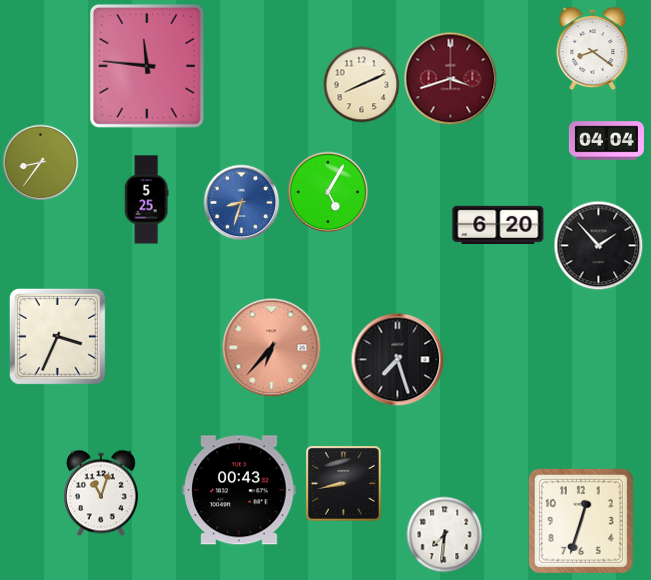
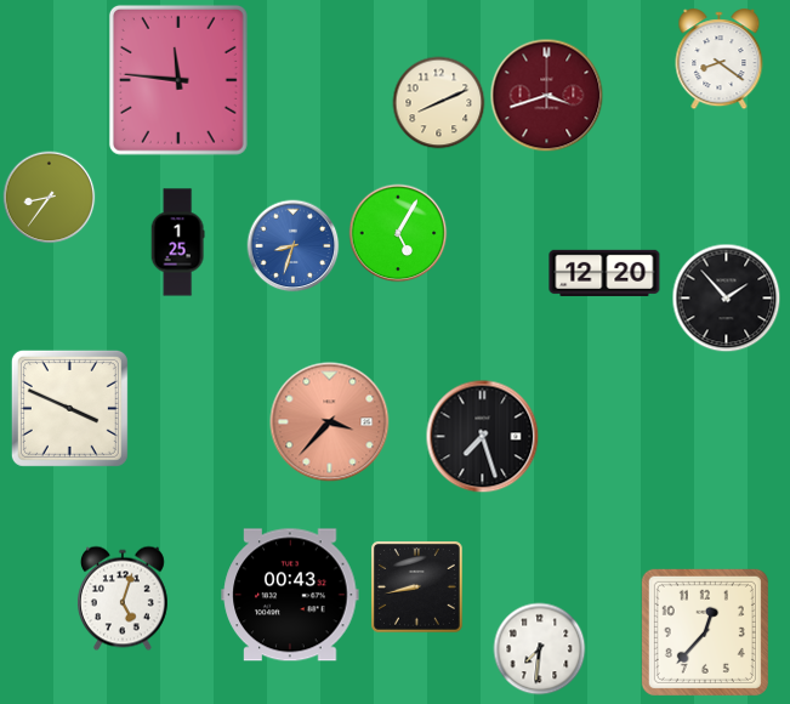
clock at (606, 141): 04:04 -> none
clock at (146, 200): 5:25 -> 1:25
clock at (498, 225): 6:20 -> 12:20
clock at (57, 336): 3:34 -> 3:49
clock at (272, 348): 6:37 -> 3:37
clock at (101, 493): 11:03 -> 5:03
clock at (581, 521): 12:33 -> 12:37
